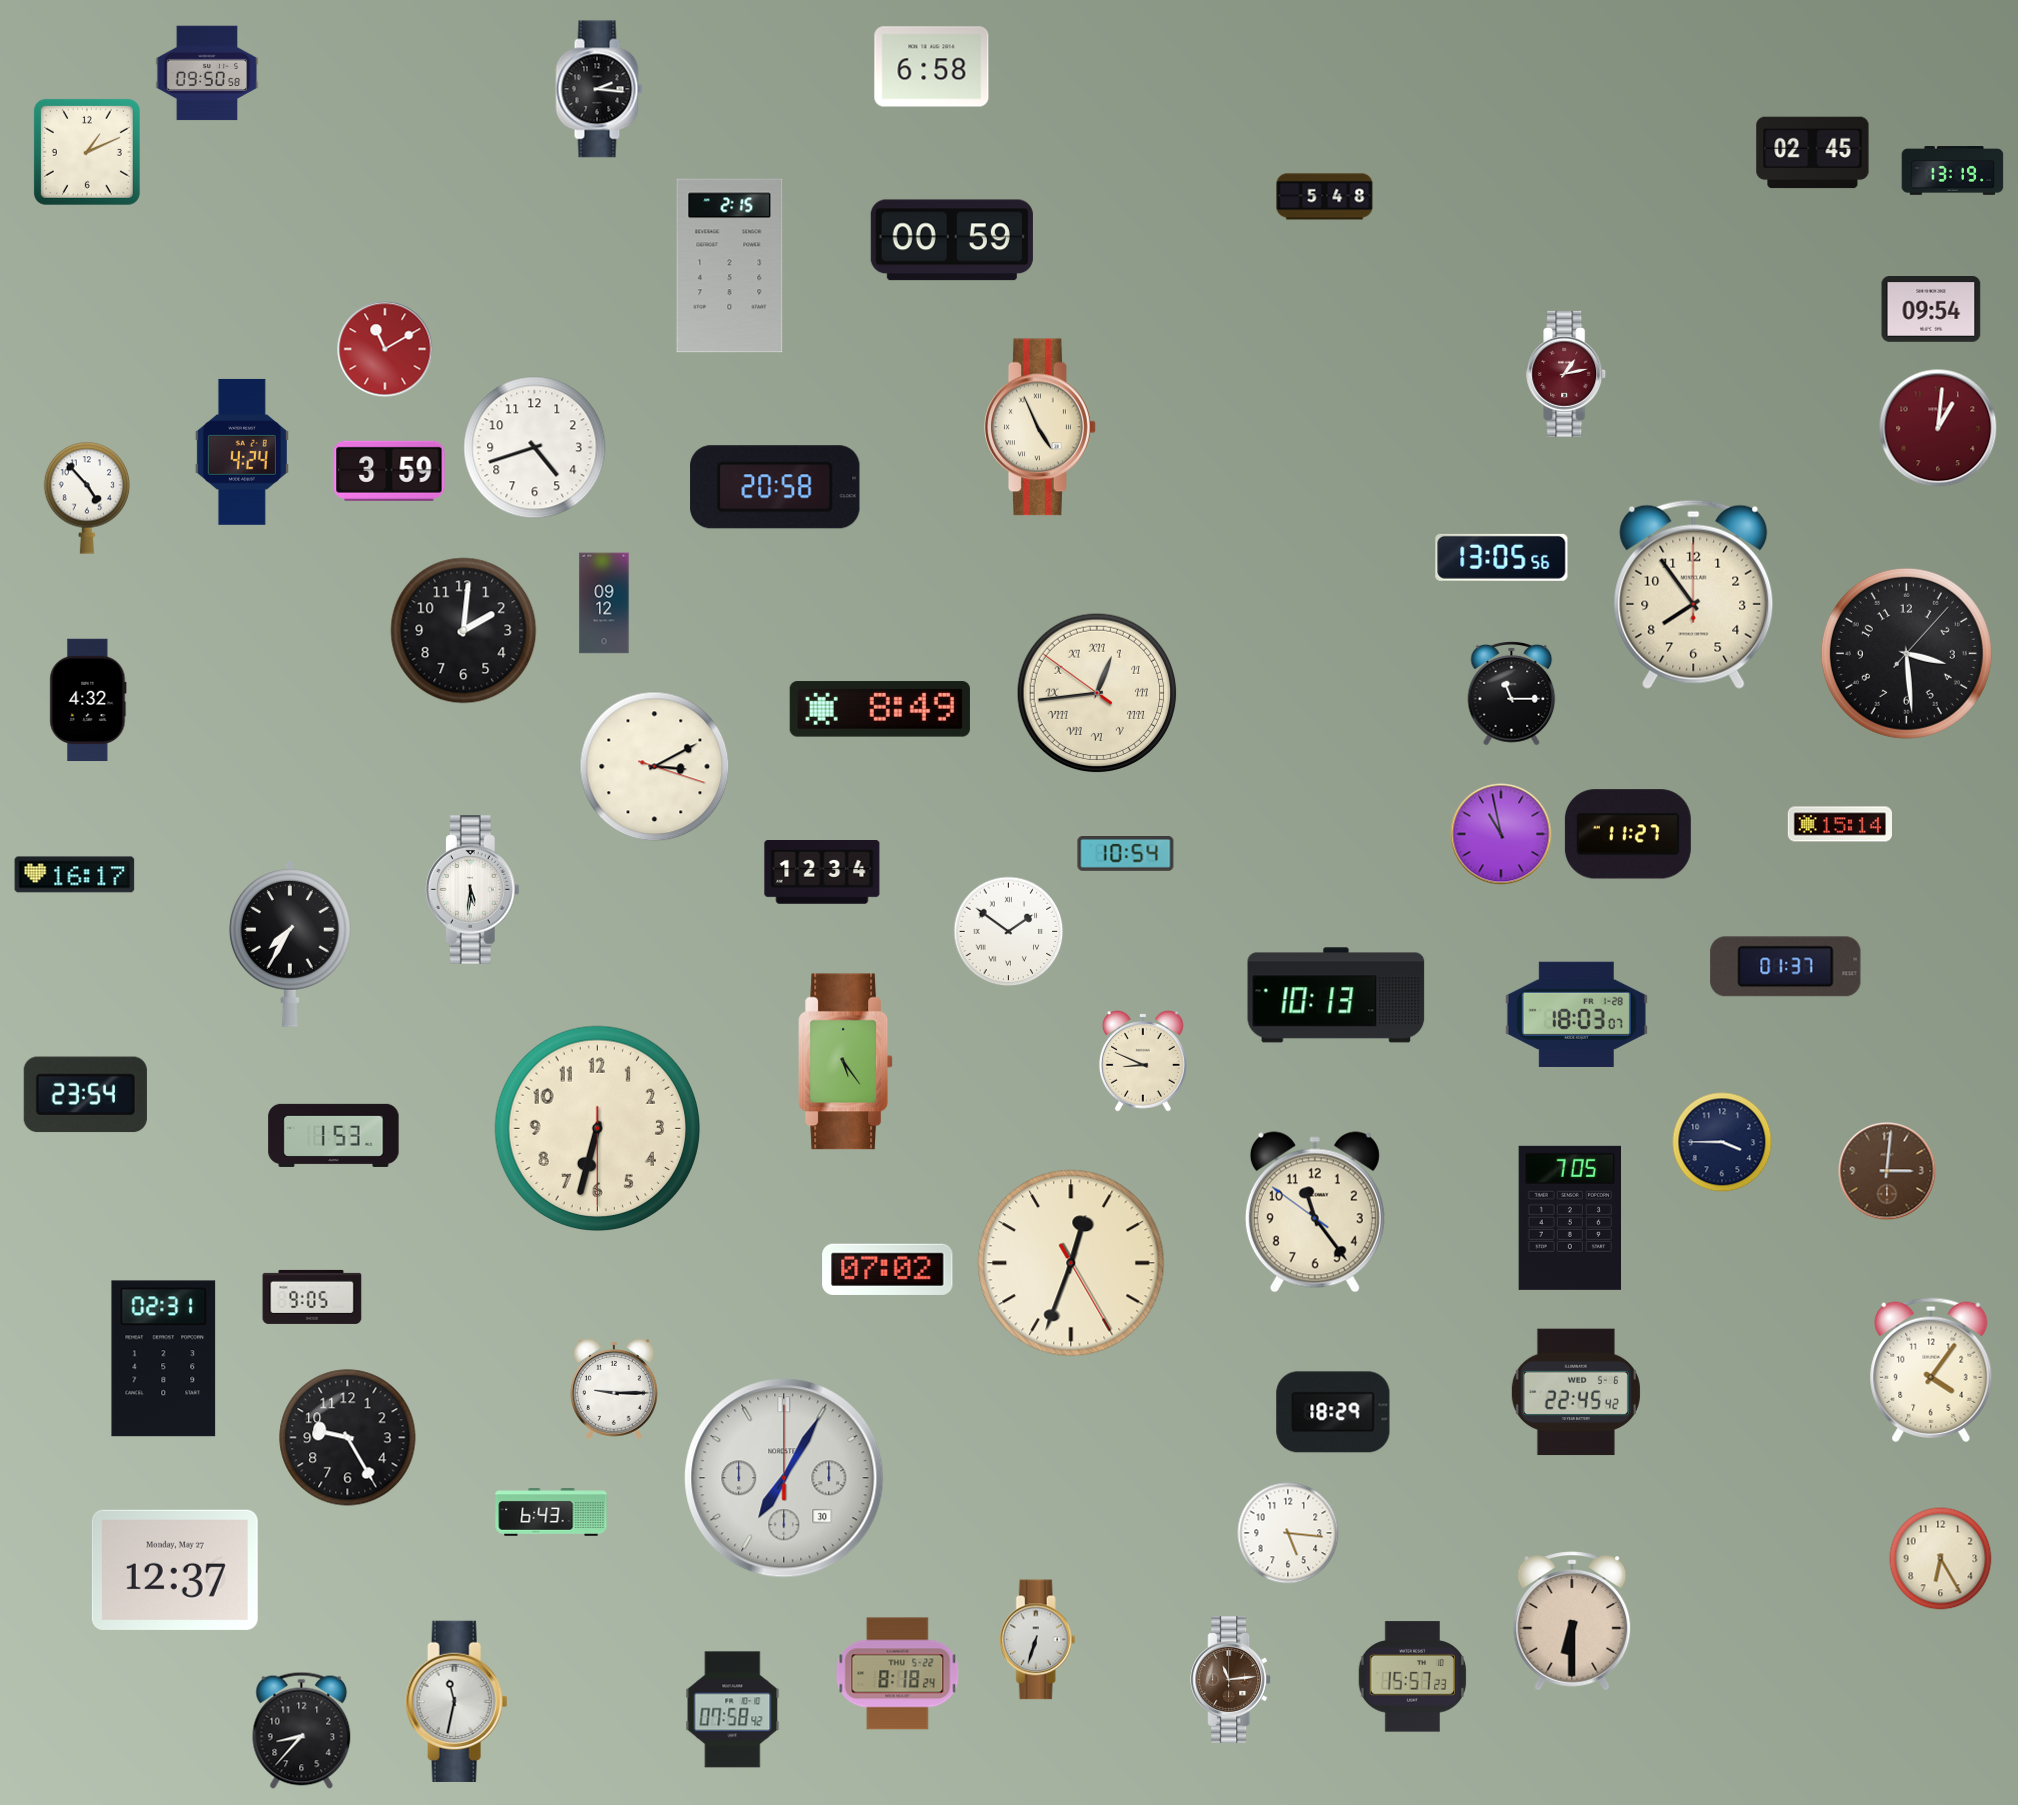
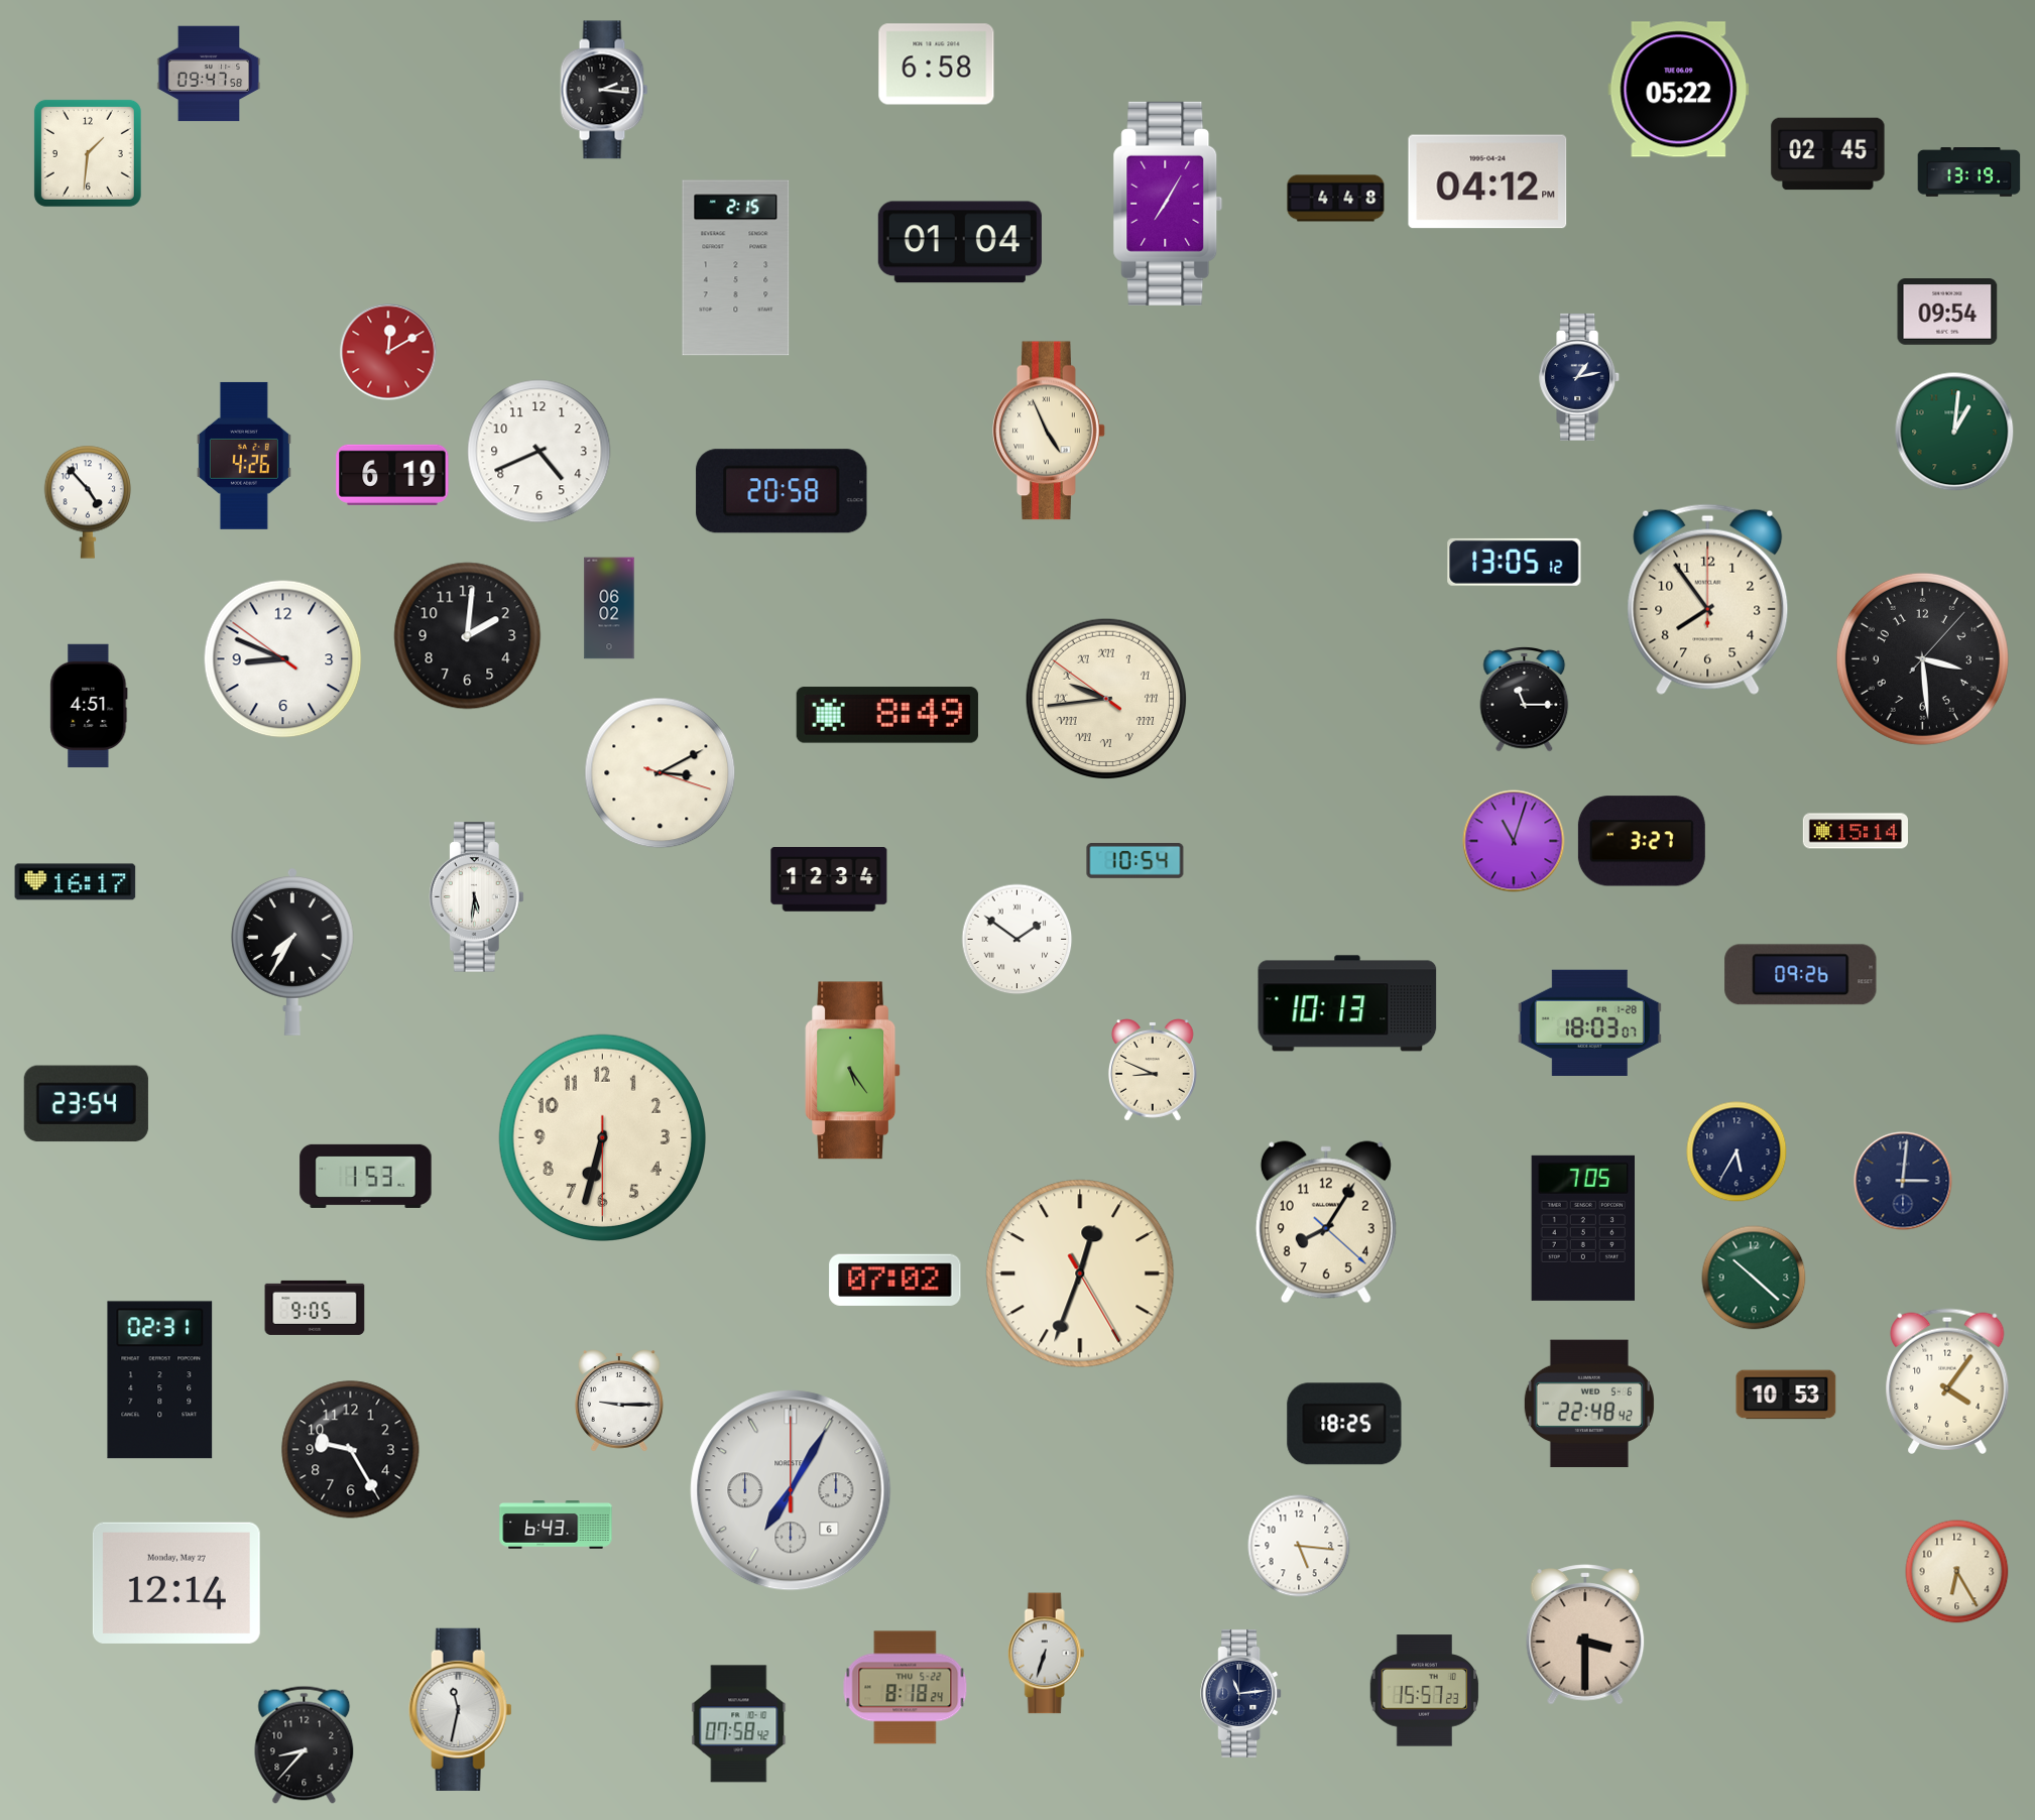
clock at (932, 67) position: (932, 67) -> (937, 65)
clock at (207, 73): 09:50 -> 09:47
clock at (1679, 90): none -> 05:22
clock at (87, 152): 1:11 -> 1:31
clock at (1487, 181): none -> 04:12
clock at (1325, 197): 5:48 -> 4:48
clock at (1168, 204): none -> 7:05
clock at (952, 240): 00:59 -> 01:04
clock at (385, 349): 11:10 -> 12:10
clock at (1567, 374) dial: burgundy -> navy
clock at (1938, 428) dial: burgundy -> green
clock at (535, 448): 4:42 -> 4:41
clock at (242, 452): 4:24 -> 4:26
clock at (389, 471): 3:59 -> 6:19
clock at (1502, 557): 13:05:56 -> 13:05:12
clock at (604, 603): 09:12 -> 06:02
clock at (283, 659): none -> 8:48
clock at (1097, 693): 12:43 -> 9:43
clock at (88, 700): 4:32 -> 4:51
clock at (1501, 834): 10:58 -> 11:03
clock at (1628, 834): 11:27 -> 3:27
clock at (1786, 967): 01:37 -> 09:26
clock at (334, 1135) position: (334, 1135) -> (366, 1176)
clock at (1722, 1142): 3:45 -> 5:35
clock at (1887, 1171) dial: brown -> navy
clock at (1315, 1212): 11:23 -> 8:05
clock at (1754, 1278): none -> 10:22
clock at (164, 1359) position: (164, 1359) -> (160, 1380)
clock at (1786, 1394): none -> 10:53
clock at (1576, 1392): 22:45 -> 22:48
clock at (1333, 1412): 18:29 -> 18:25
clock at (784, 1478) date: 30 -> 6
clock at (175, 1570): 12:37 -> 12:14
clock at (1572, 1621): 6:30 -> 3:30
clock at (1231, 1679) dial: brown -> navy
clock at (457, 1701) position: (457, 1701) -> (461, 1709)
